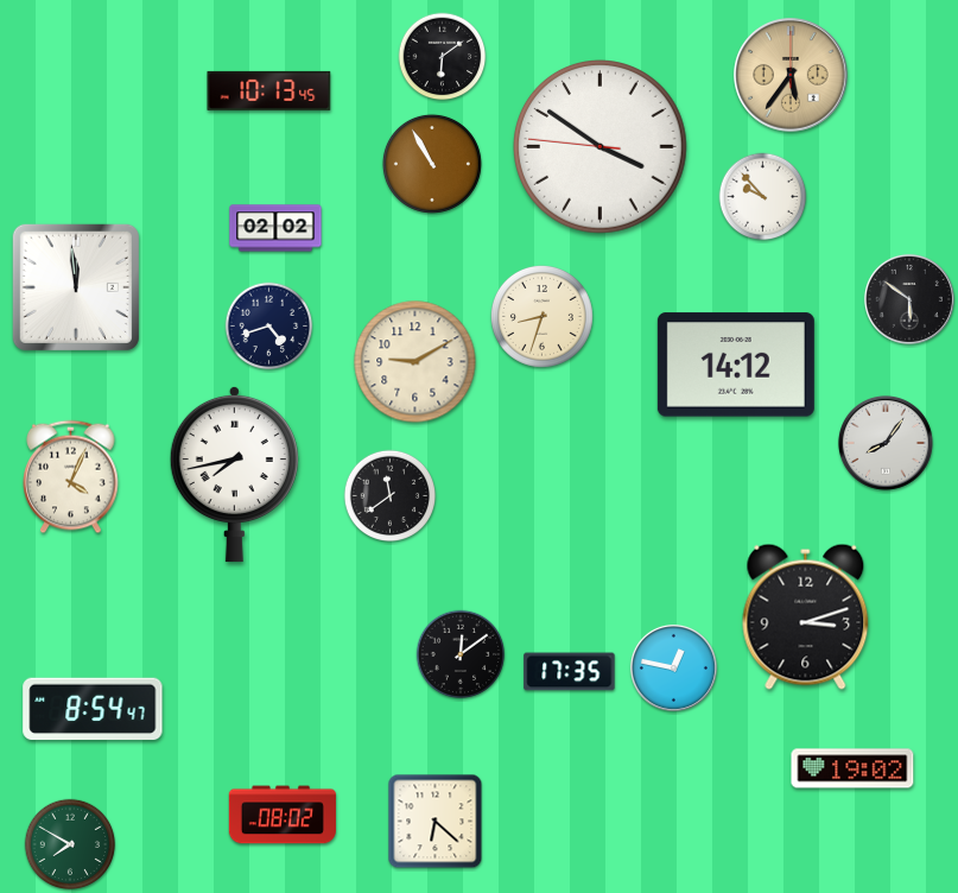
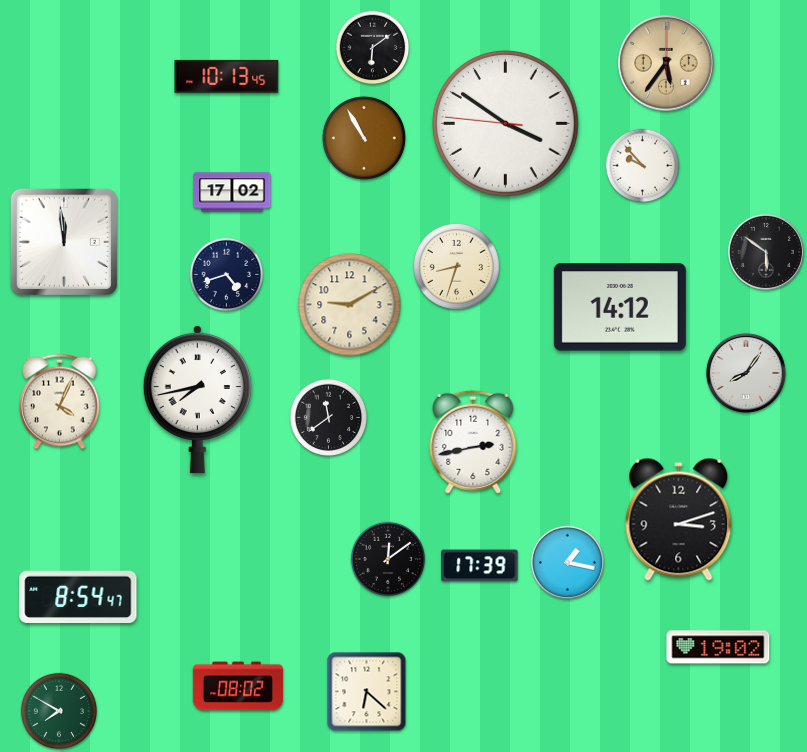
clock at (275, 228): 02:02 -> 17:02
clock at (473, 442): none -> 2:43
clock at (461, 654) position: (461, 654) -> (388, 559)
clock at (673, 667): 12:47 -> 1:17
clock at (570, 672): 17:35 -> 17:39
